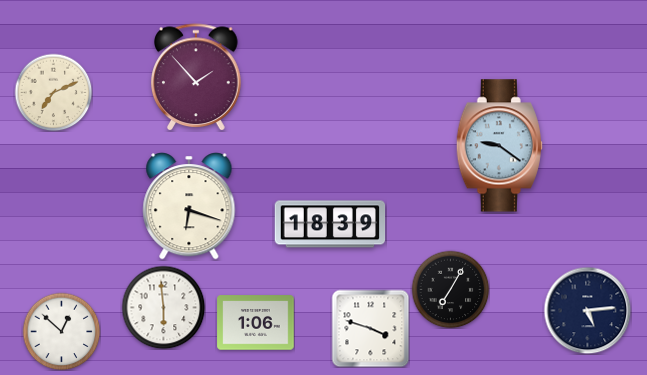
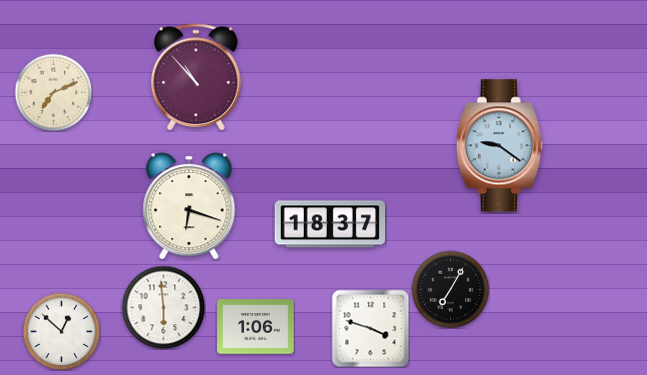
clock at (196, 77): 1:53 -> 10:53
clock at (330, 224): 18:39 -> 18:37
clock at (587, 310): 5:14 -> none
clock at (256, 323) position: (256, 323) -> (256, 327)
